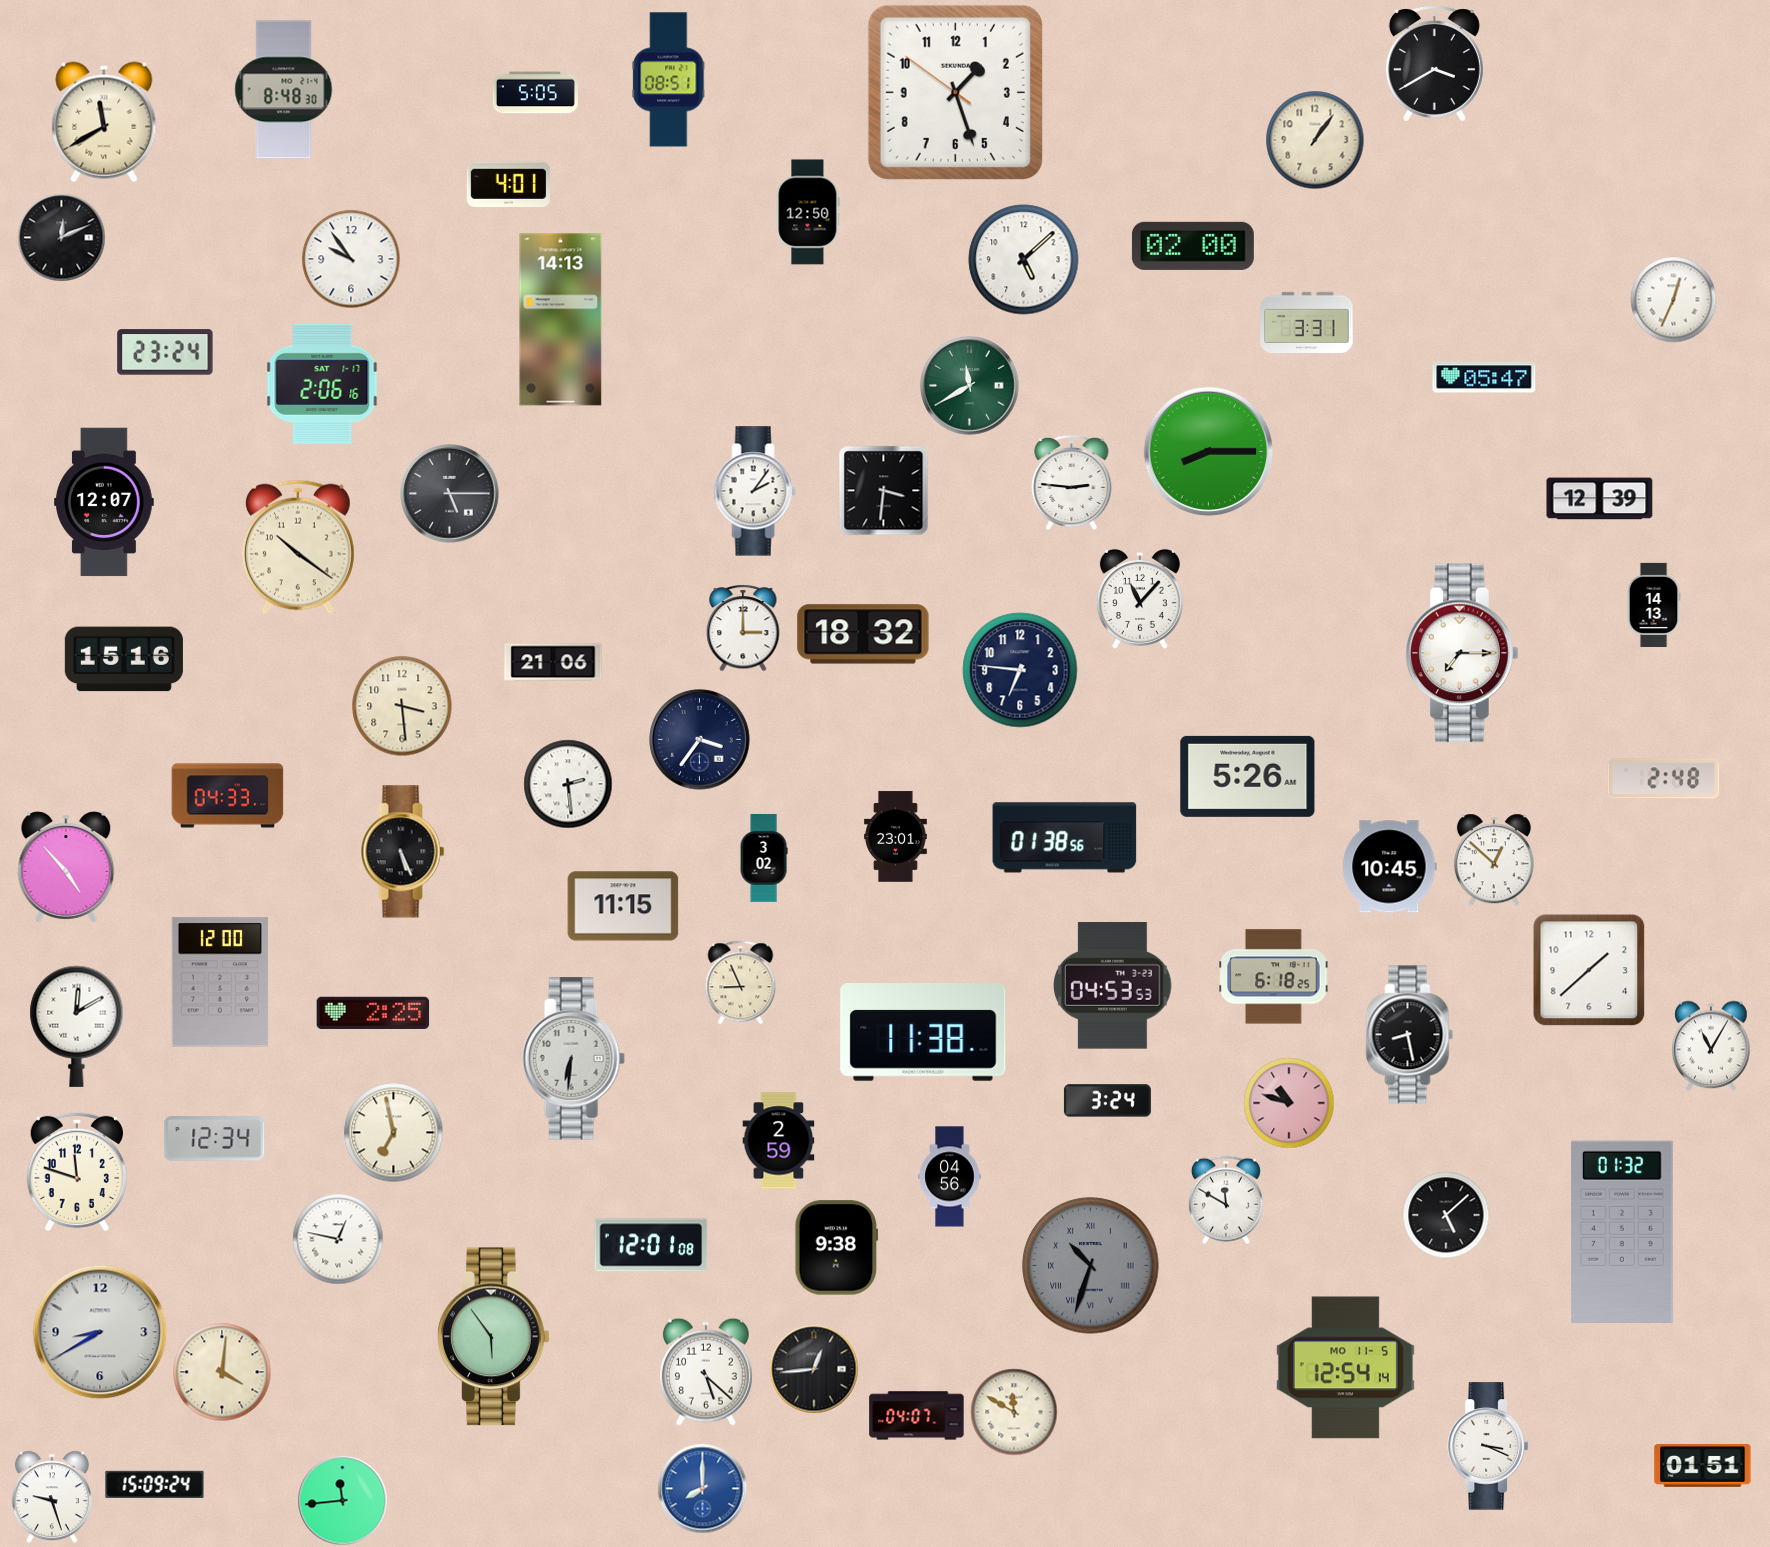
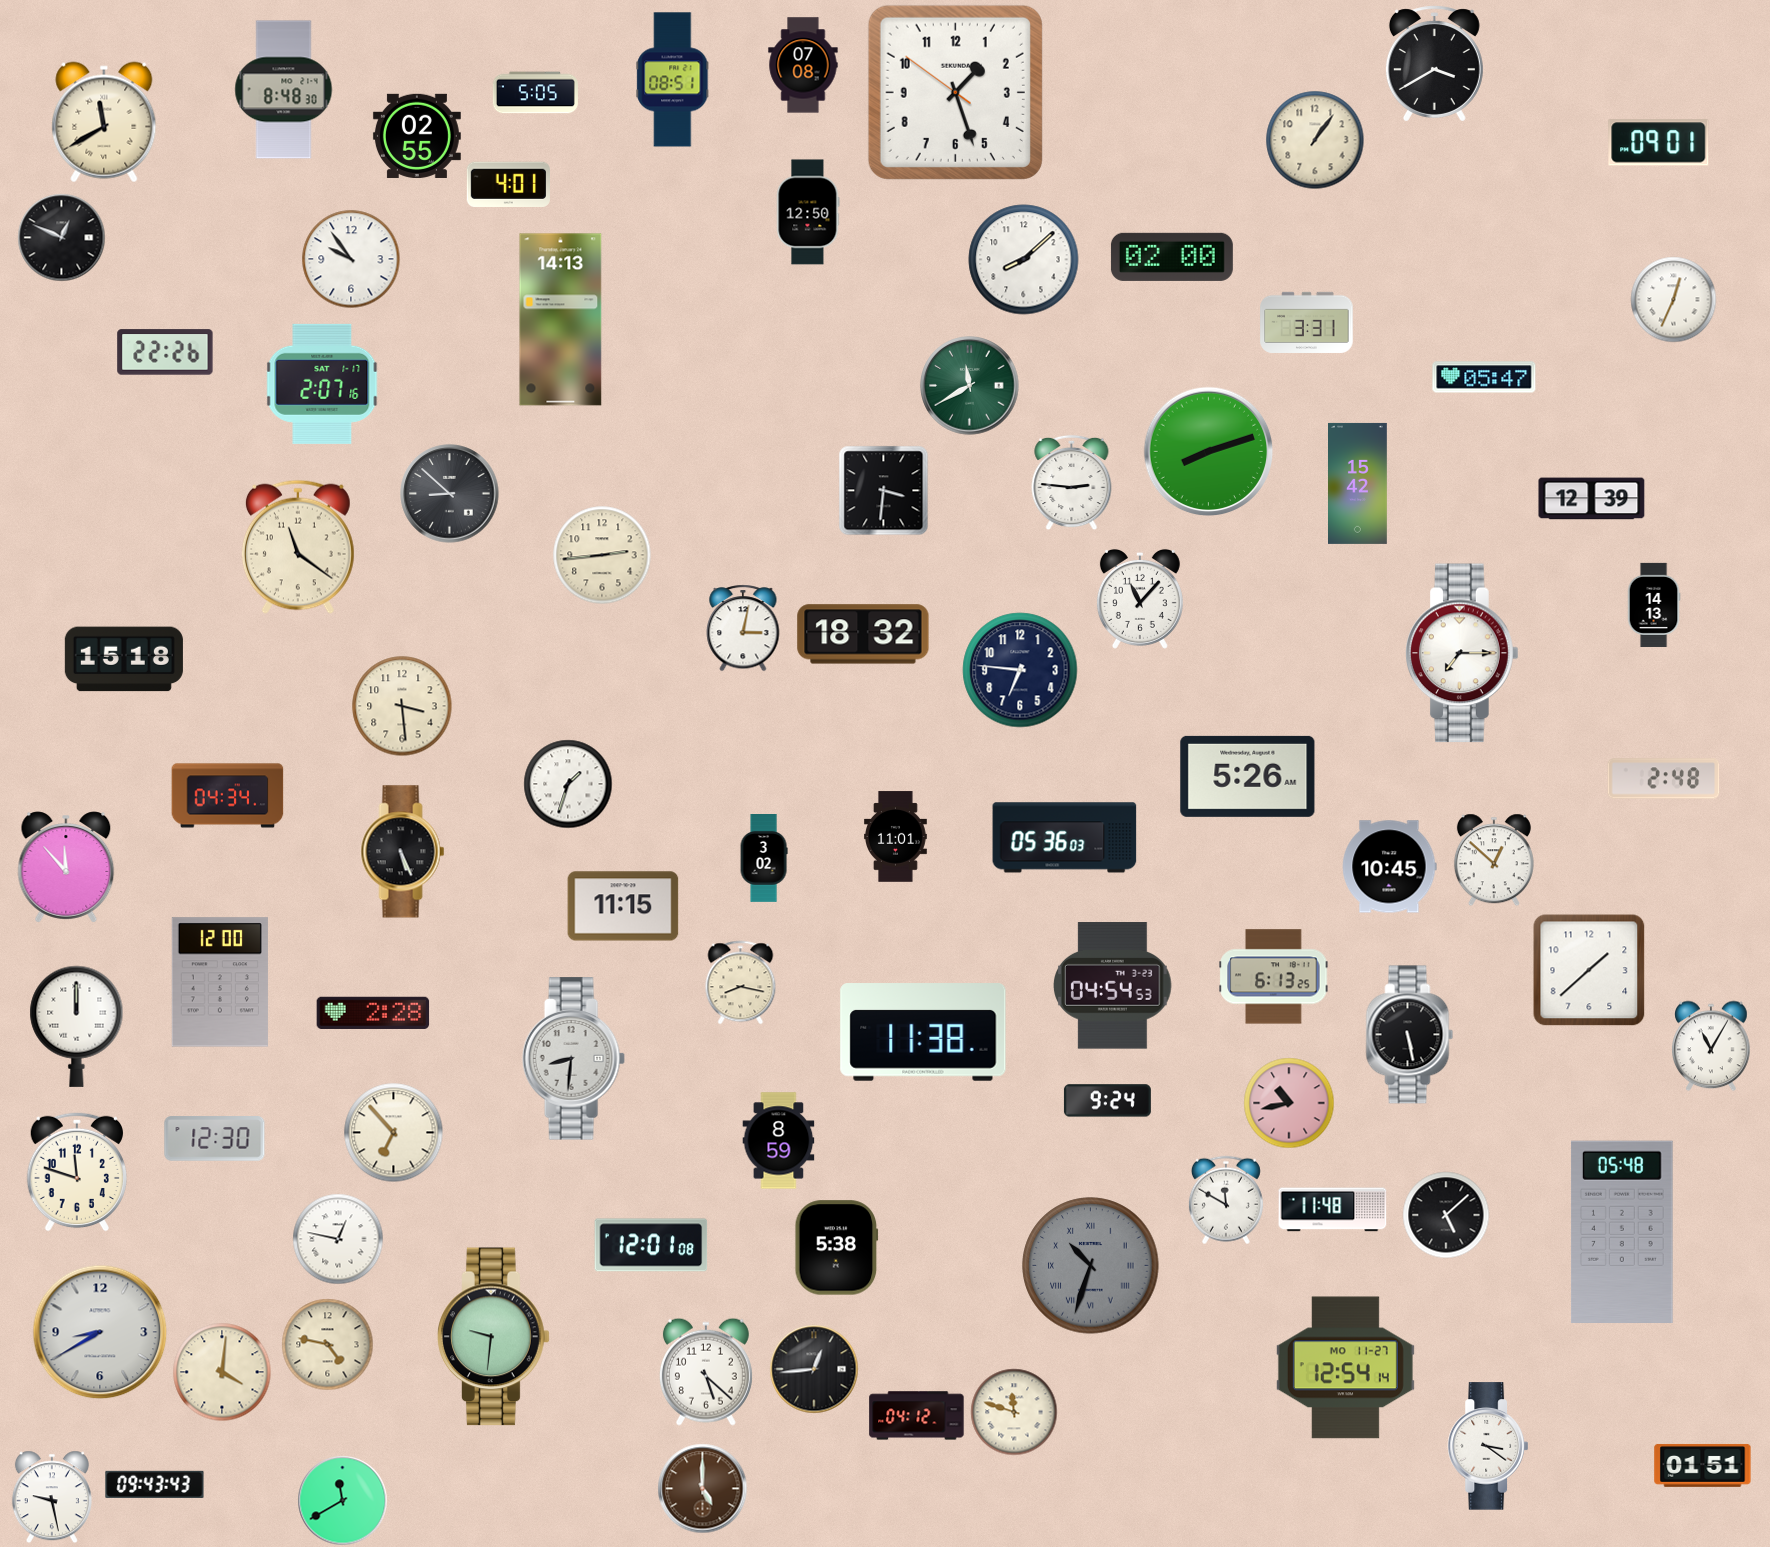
clock at (803, 65): none -> 07:08
clock at (669, 80) position: (669, 80) -> (673, 80)
clock at (417, 136): none -> 02:55
clock at (1659, 143): none -> 09:01
clock at (62, 238): 12:11 -> 12:49
clock at (1193, 246) position: (1193, 246) -> (1172, 257)
clock at (1024, 260): 5:08 -> 8:08
clock at (165, 352): 23:24 -> 22:26
clock at (322, 384): 2:06 -> 2:07
clock at (1209, 452): 8:15 -> 8:12
clock at (1358, 483): none -> 15:42
clock at (755, 491): 2:06 -> none
clock at (450, 494): 5:15 -> 8:52
clock at (1600, 499) position: (1600, 499) -> (1592, 499)
clock at (104, 502): 12:07 -> none
clock at (298, 547): 10:21 -> 11:21
clock at (602, 555): none -> 2:44
clock at (743, 628): 3:00 -> 3:02
clock at (124, 659): 15:16 -> 15:18
clock at (553, 662): 21:06 -> none
clock at (700, 740): 3:36 -> none
clock at (568, 784): 2:29 -> 1:33
clock at (228, 796): 04:33 -> 04:34
clock at (896, 837): 23:01 -> 11:01
clock at (1065, 838): 01:38 -> 05:36
clock at (66, 867): 4:53 -> 11:53
clock at (1274, 977): 6:18 -> 6:13
clock at (741, 983): 8:56 -> 8:17
clock at (1113, 986): 04:53 -> 04:54
clock at (373, 1013): 2:25 -> 2:28
clock at (77, 1026): 12:10 -> 12:00
clock at (1410, 1035): 8:28 -> 5:28
clock at (573, 1059): 6:31 -> 8:31
clock at (1107, 1101): 3:24 -> 9:24
clock at (1289, 1103): 10:48 -> 10:43
clock at (394, 1133): 6:58 -> 6:53
clock at (215, 1139): 12:34 -> 12:30
clock at (779, 1141): 2:59 -> 8:59
clock at (950, 1177): 04:56 -> none
clock at (1333, 1210): none -> 11:48
clock at (1622, 1231): 01:32 -> 05:48
clock at (837, 1248): 9:38 -> 5:38
clock at (494, 1337): 5:54 -> 9:31
clock at (328, 1345): none -> 4:47
clock at (1345, 1368) date: MO 11-5 -> MO 11-27
clock at (1014, 1412): 11:50 -> 11:48
clock at (917, 1416): 04:07 -> 04:12
clock at (1488, 1446): 3:19 -> 3:21
clock at (155, 1484): 15:09 -> 09:43
clock at (703, 1489): 8:00 -> 5:00
clock at (703, 1489) dial: blue -> brown
clock at (52, 1497): 9:27 -> 9:28
clock at (343, 1501): 11:44 -> 11:40
